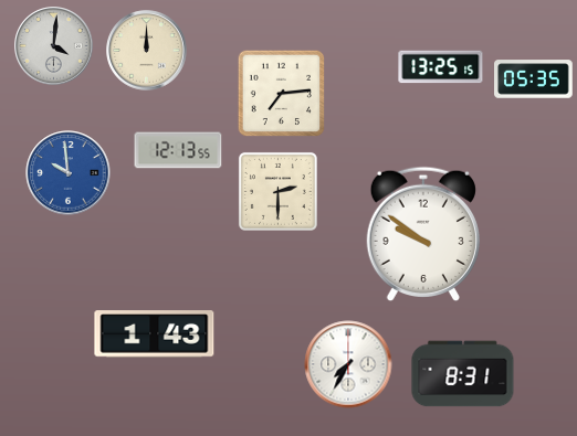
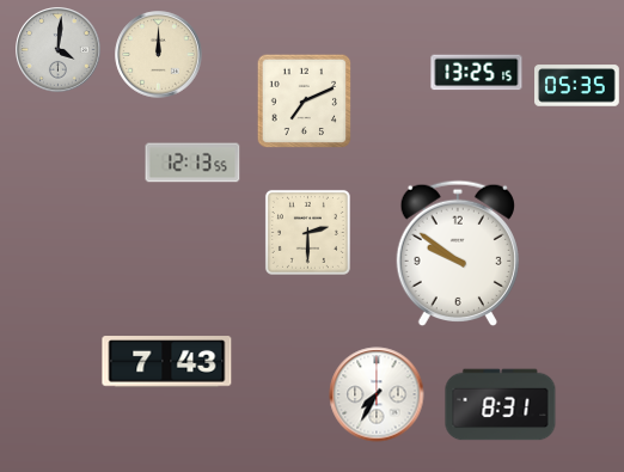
clock at (282, 94): 7:14 -> 7:11
clock at (69, 173): 9:59 -> none
clock at (277, 191) position: (277, 191) -> (307, 232)
clock at (155, 334): 1:43 -> 7:43
